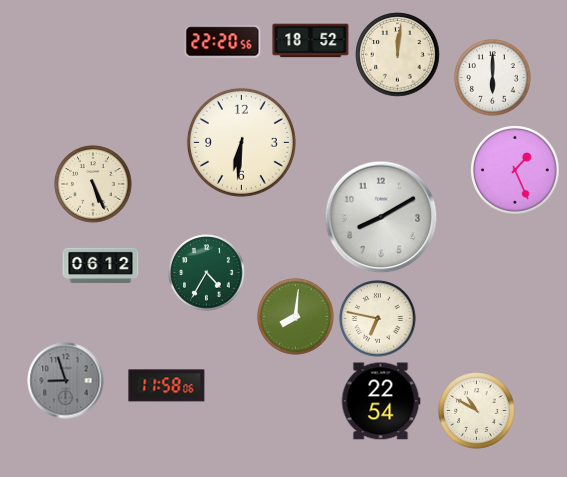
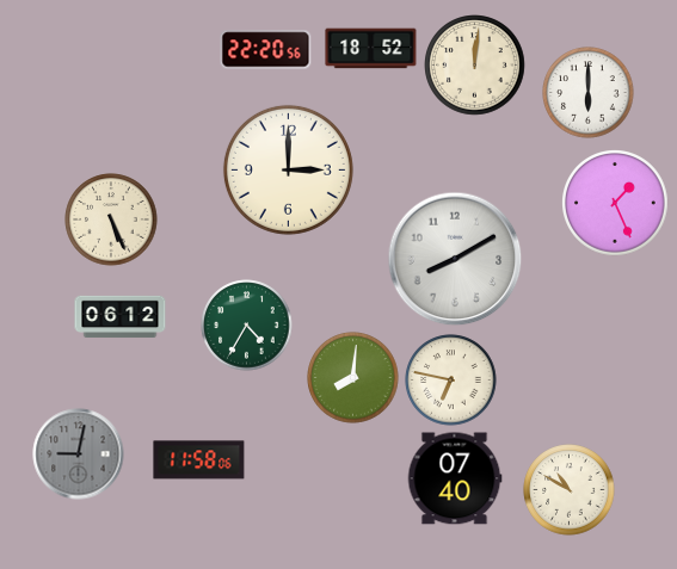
clock at (241, 142): 6:31 -> 3:00
clock at (66, 381): 8:57 -> 9:02
clock at (381, 401): 22:54 -> 07:40
